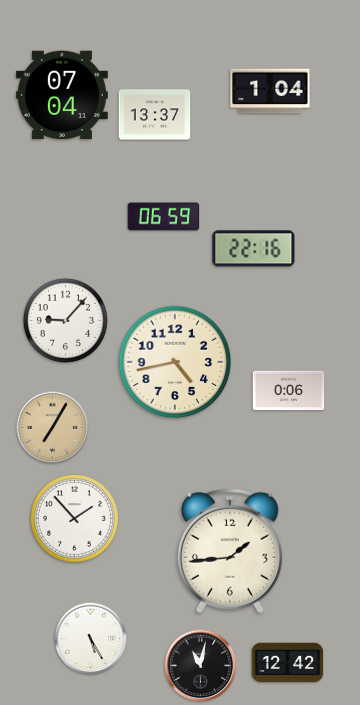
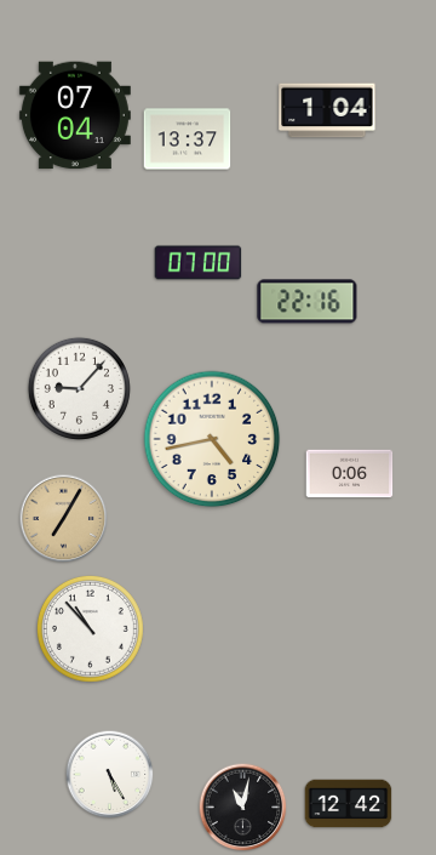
clock at (164, 217): 06:59 -> 07:00
clock at (74, 518): 1:53 -> 10:53
clock at (230, 551): 1:44 -> none
